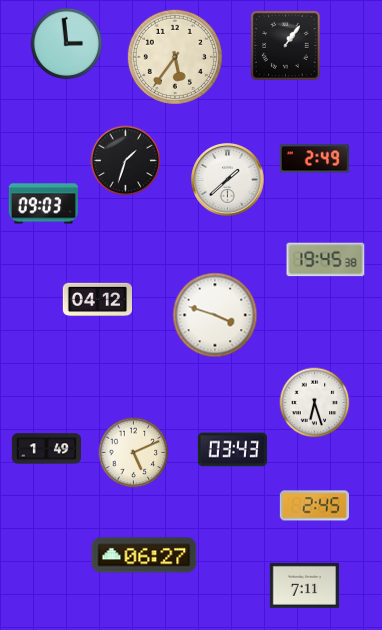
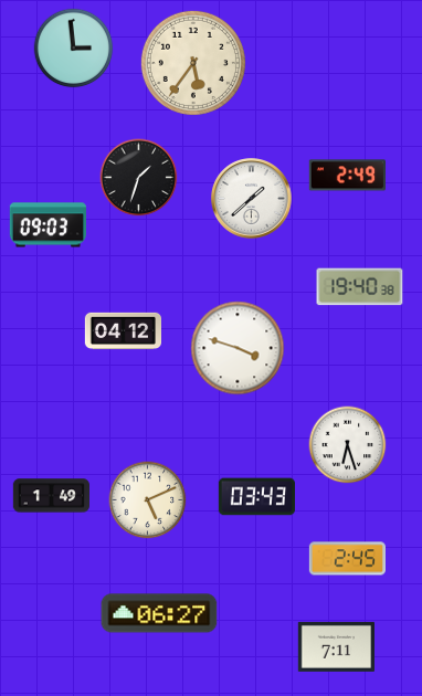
clock at (286, 46): 1:06 -> none
clock at (326, 260): 19:45 -> 19:40
clock at (97, 300) position: (97, 300) -> (123, 331)
